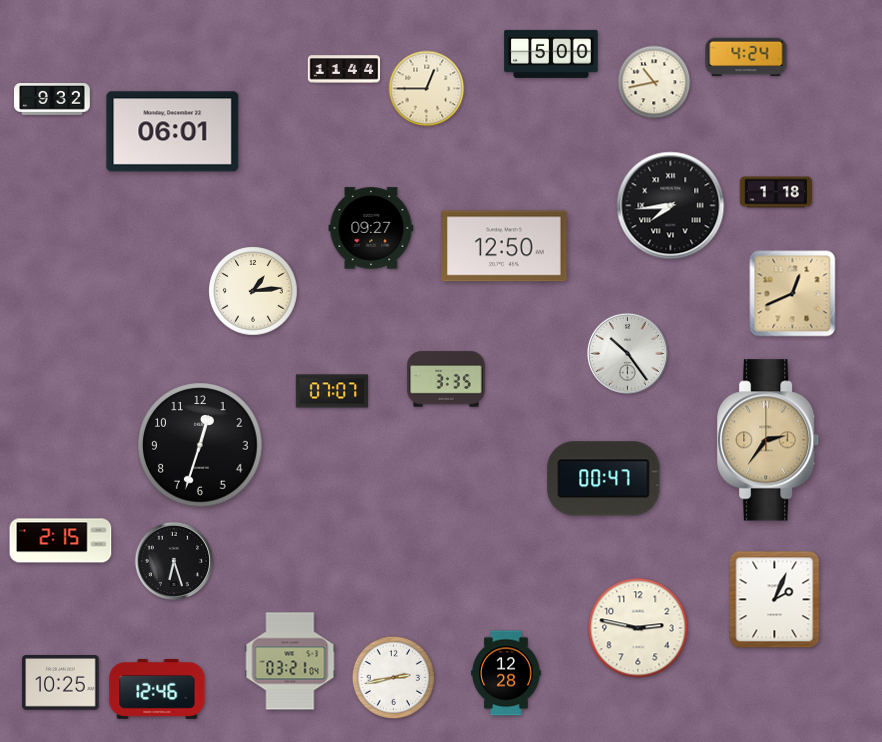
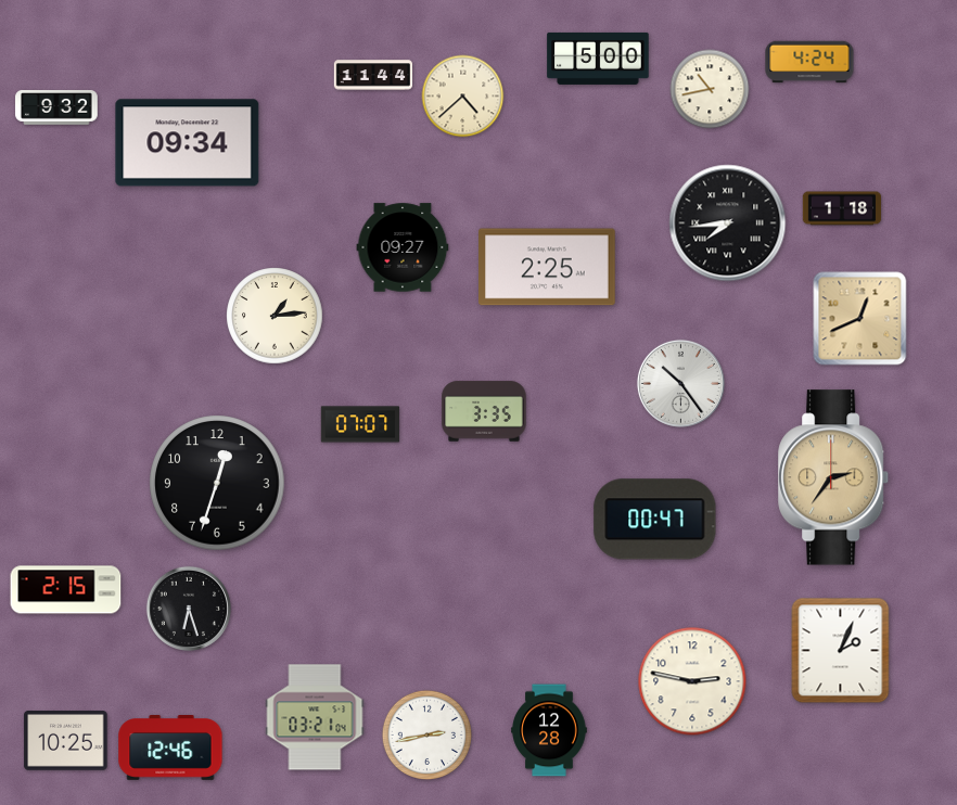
clock at (427, 89): 12:45 -> 4:38
clock at (173, 132): 06:01 -> 09:34
clock at (505, 246): 12:50 -> 2:25
clock at (61, 541) position: (61, 541) -> (66, 590)
